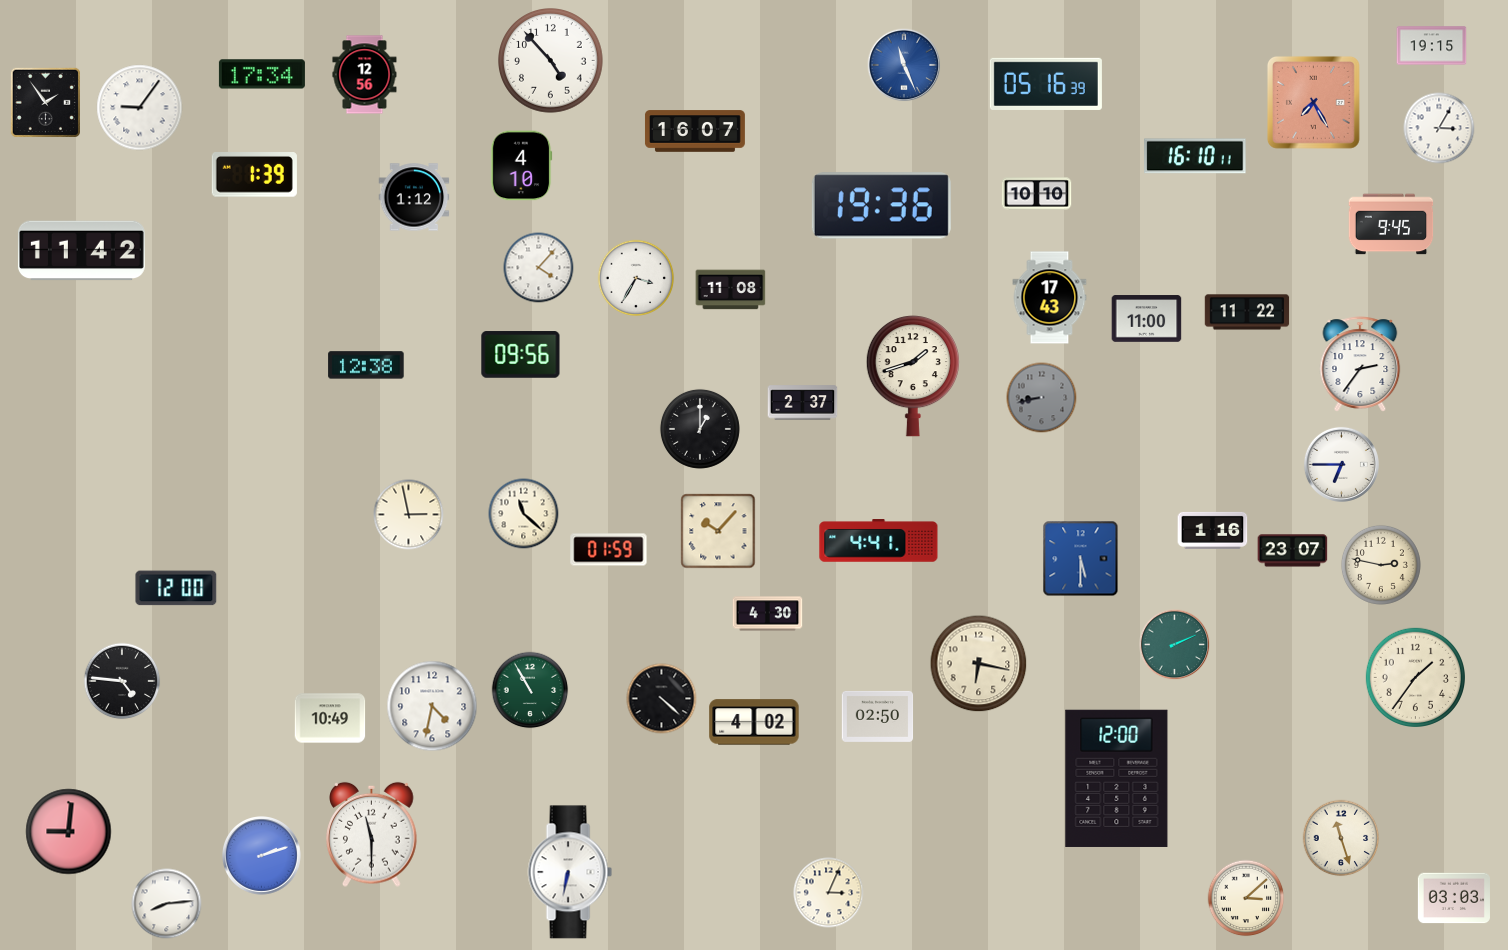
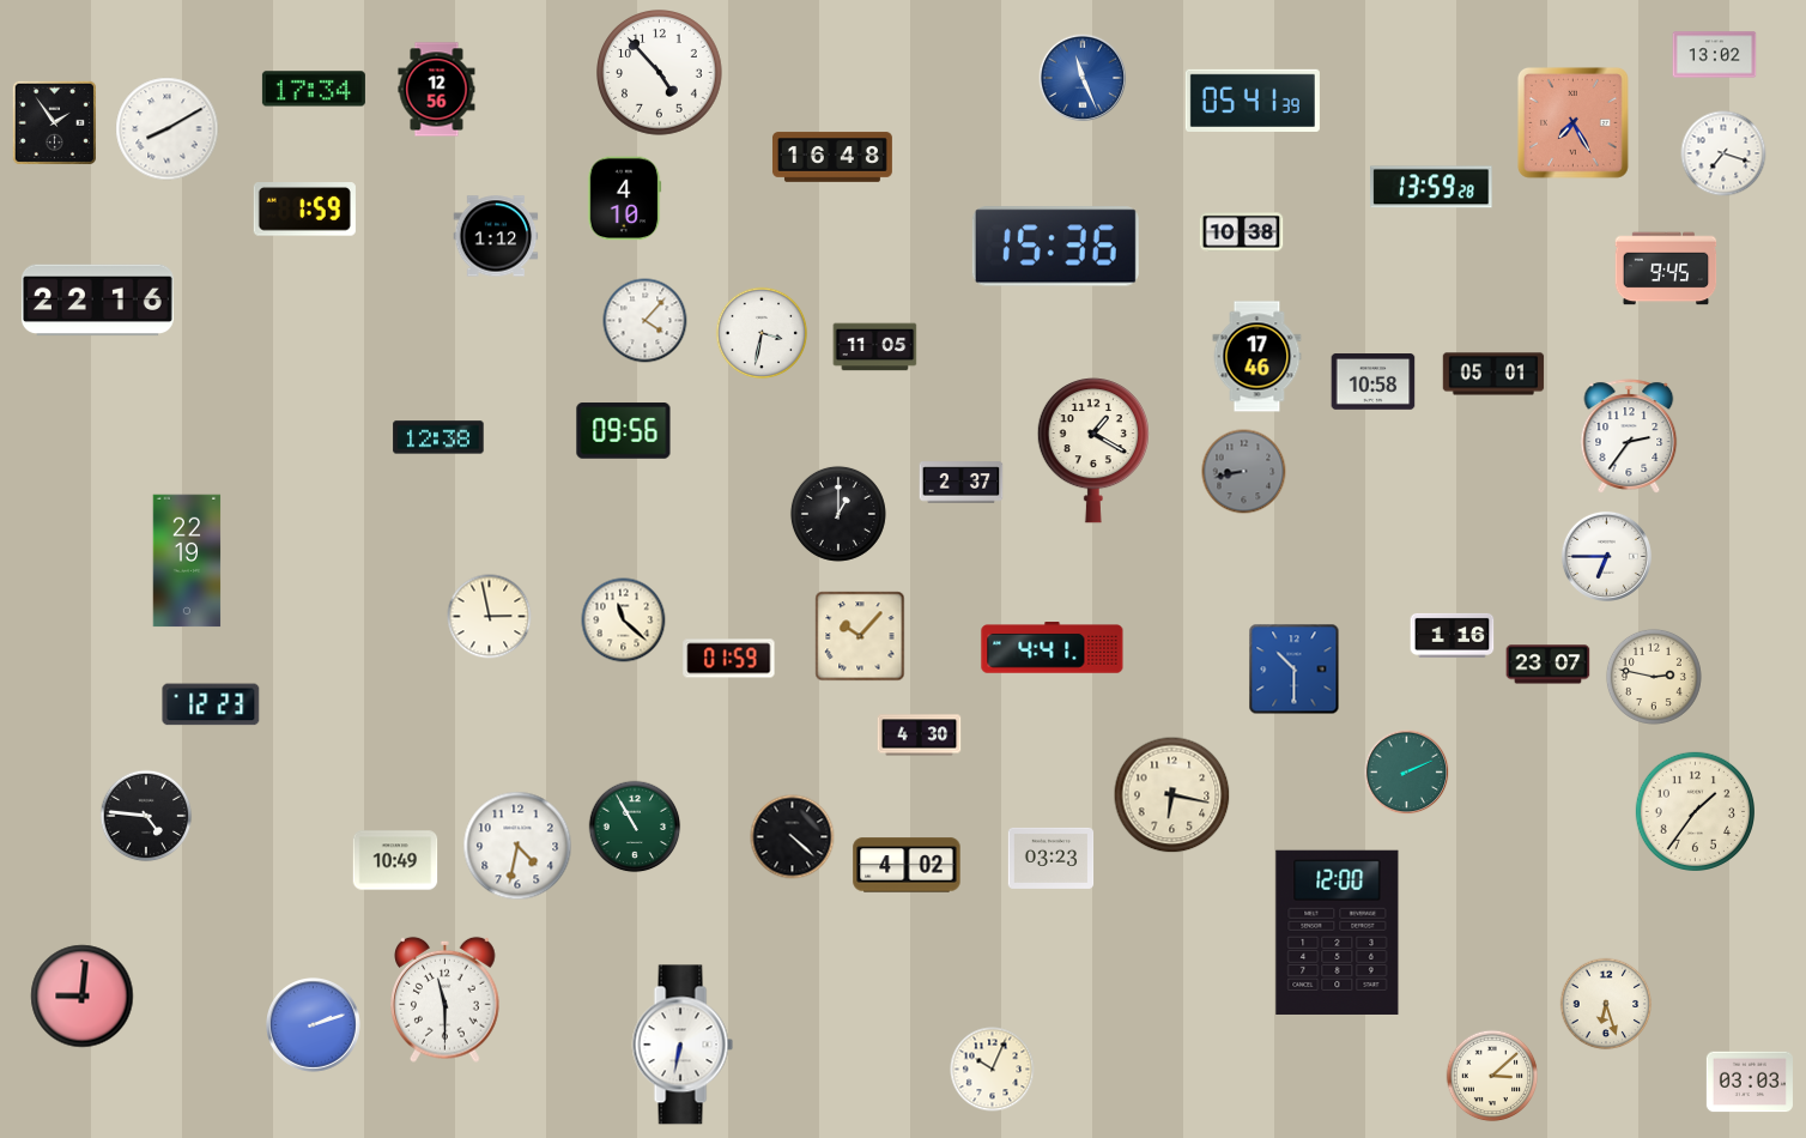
clock at (1432, 46): 19:15 -> 13:02
clock at (1046, 84): 05:16 -> 05:41
clock at (140, 108): 9:06 -> 8:10
clock at (1439, 128): 3:05 -> 7:18
clock at (695, 131): 16:07 -> 16:48
clock at (1195, 156): 16:10 -> 13:59
clock at (254, 175): 1:39 -> 1:59
clock at (1037, 194): 10:10 -> 10:38
clock at (881, 206): 19:36 -> 15:36
clock at (81, 251): 11:42 -> 22:16
clock at (636, 278): 3:35 -> 3:32
clock at (731, 290): 11:08 -> 11:05
clock at (1050, 298): 17:43 -> 17:46
clock at (1247, 312): 11:22 -> 05:01
clock at (1147, 319): 11:00 -> 10:58
clock at (521, 355) position: (521, 355) -> (624, 431)
clock at (913, 377): 1:42 -> 1:20
clock at (1042, 398) position: (1042, 398) -> (1244, 472)
clock at (187, 561): none -> 22:19
clock at (524, 514) position: (524, 514) -> (624, 621)
clock at (1293, 551) position: (1293, 551) -> (1549, 665)
clock at (1081, 559): 5:30 -> 10:30
clock at (176, 588): 12:00 -> 12:23
clock at (878, 716): 02:50 -> 03:23
clock at (754, 722) position: (754, 722) -> (907, 865)
clock at (1341, 838): 11:27 -> 6:27
clock at (829, 893): 3:04 -> 10:04
clock at (1454, 898) position: (1454, 898) -> (1750, 1082)
clock at (167, 904): 8:14 -> none
